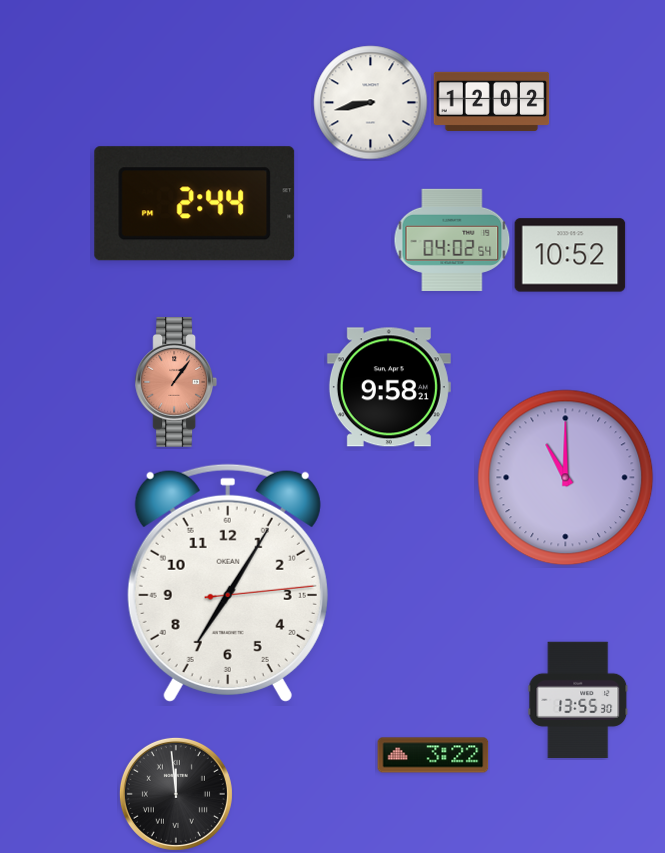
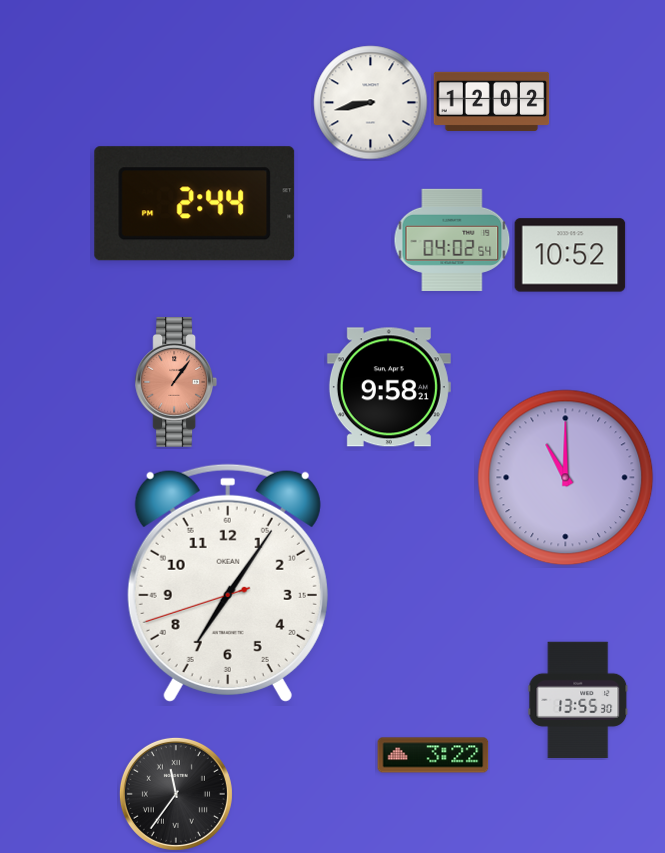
clock at (228, 583): 7:05:14 -> 7:05:42
clock at (176, 794): 11:59 -> 11:36
